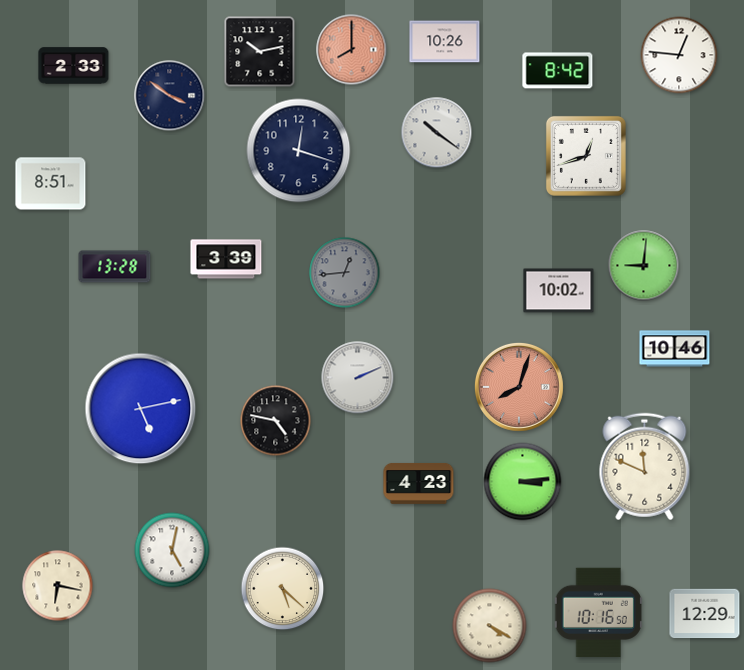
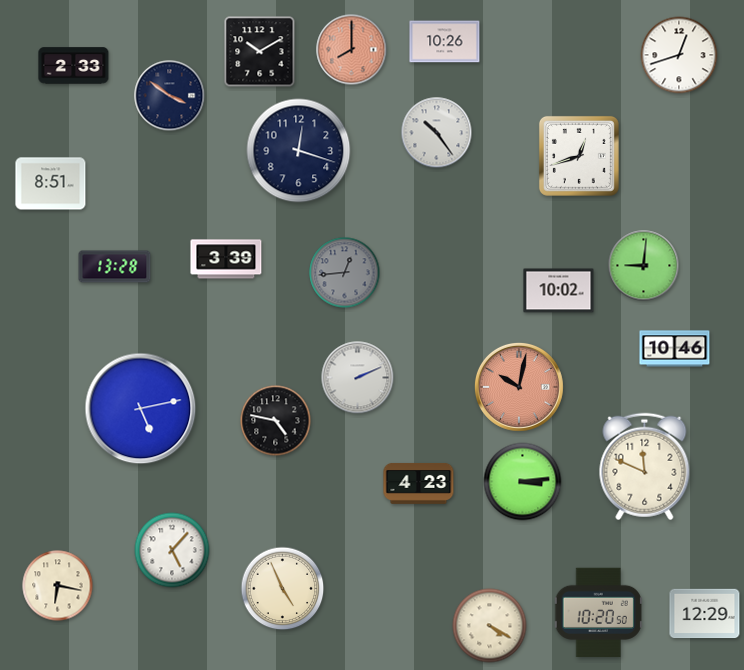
clock at (260, 52): 10:13 -> 10:10
clock at (679, 55): 12:46 -> 12:42
clock at (558, 71): 8:42 -> none
clock at (437, 133): 10:21 -> 10:24
clock at (586, 156) position: (586, 156) -> (579, 156)
clock at (519, 387): 8:03 -> 10:02
clock at (172, 550): 5:02 -> 5:07
clock at (283, 589): 5:22 -> 4:56
clock at (598, 613): 10:16 -> 10:20
